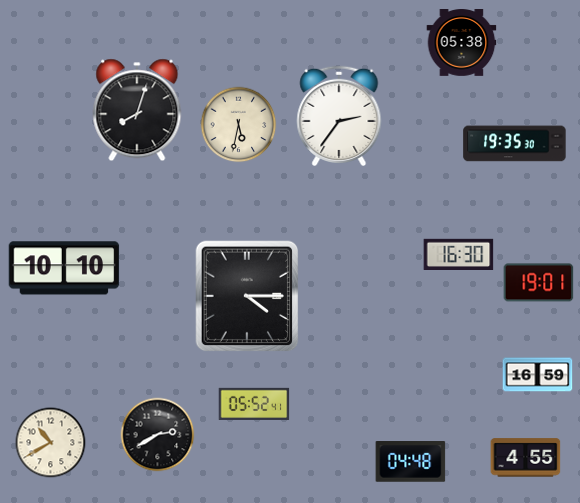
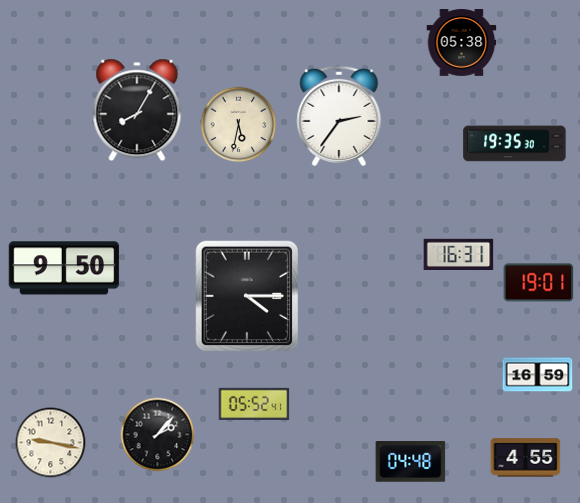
clock at (137, 110): 8:03 -> 8:05
clock at (459, 254): 16:30 -> 16:31
clock at (64, 268): 10:10 -> 9:50
clock at (158, 435): 2:40 -> 2:07
clock at (51, 443): 10:40 -> 9:17
